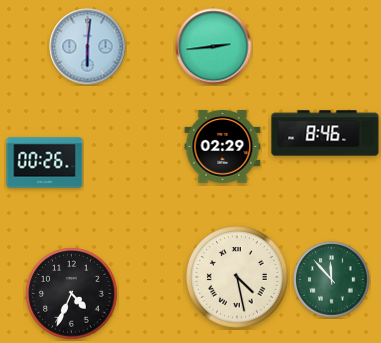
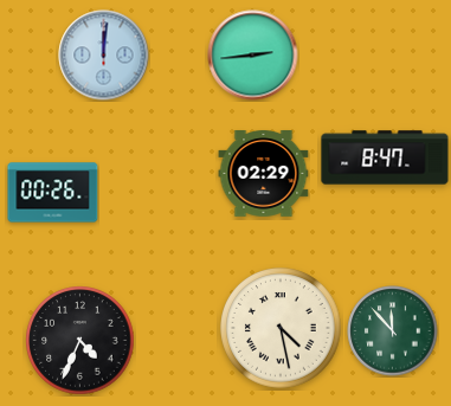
clock at (88, 47): 6:01 -> 12:01
clock at (325, 133): 8:46 -> 8:47
clock at (72, 294) position: (72, 294) -> (80, 341)
